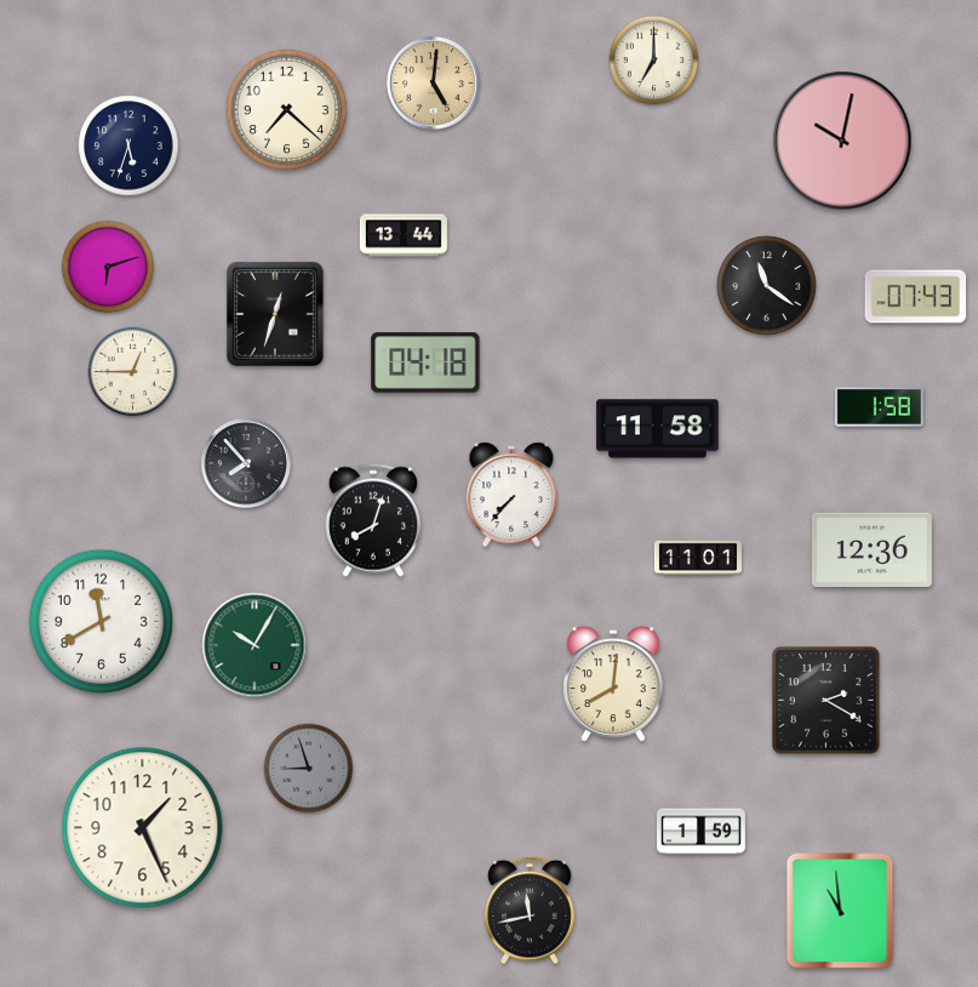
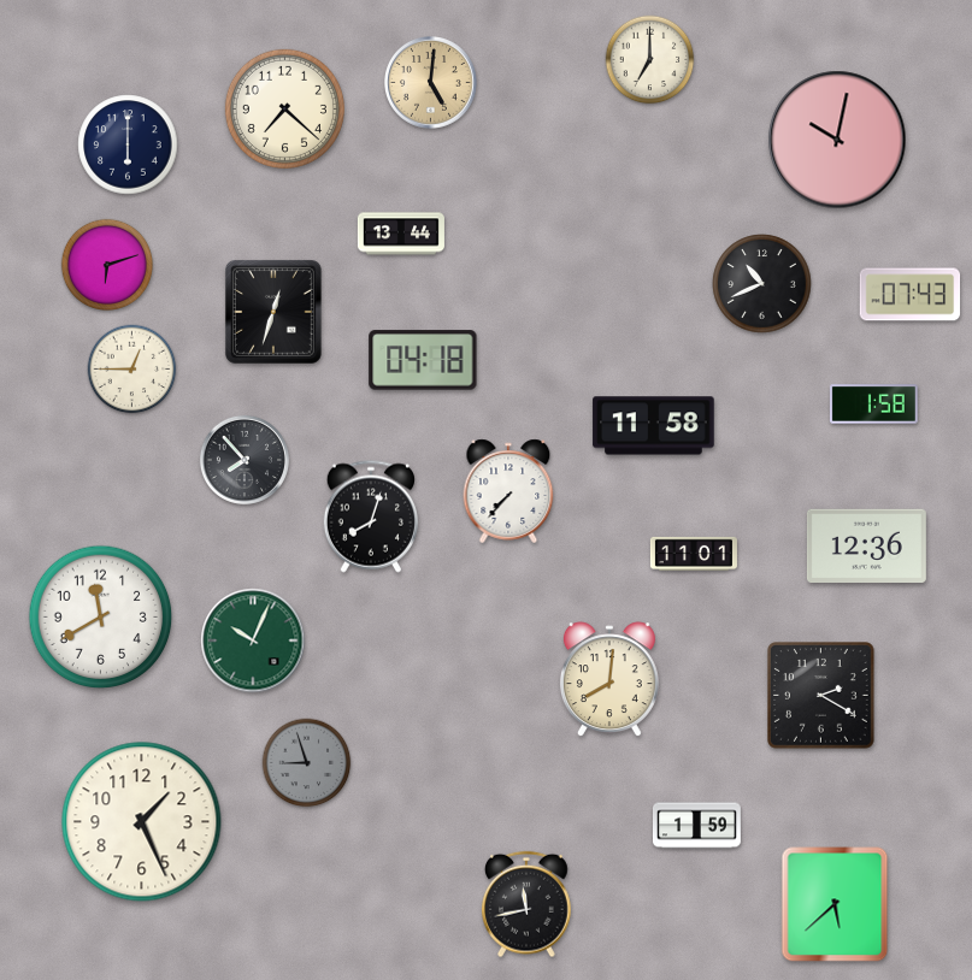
clock at (128, 146): 5:33 -> 6:00
clock at (767, 286): 11:21 -> 10:41
clock at (254, 645): 10:05 -> 10:04
clock at (840, 911): 10:59 -> 5:38
